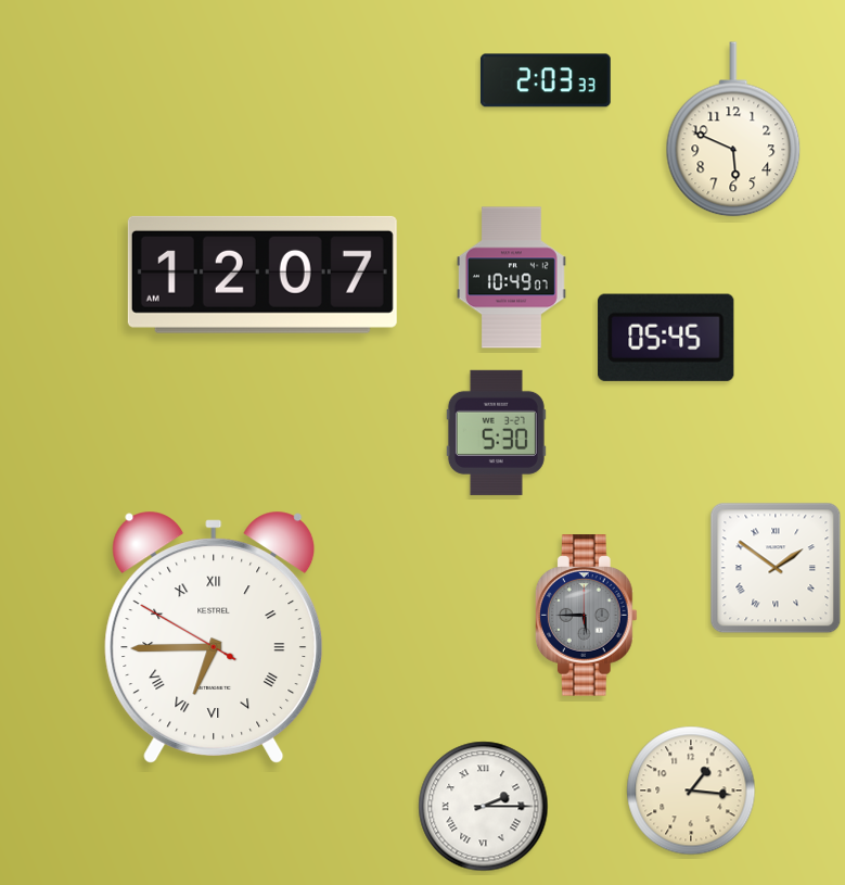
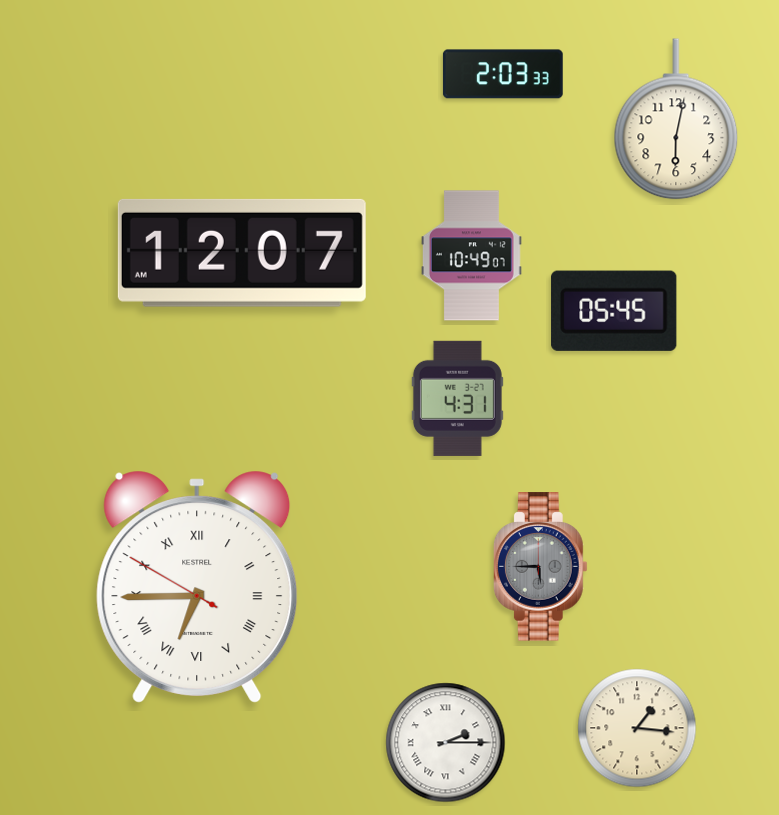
clock at (733, 129): 5:49 -> 6:02
clock at (496, 432): 5:30 -> 4:31
clock at (776, 568): 1:51 -> none
